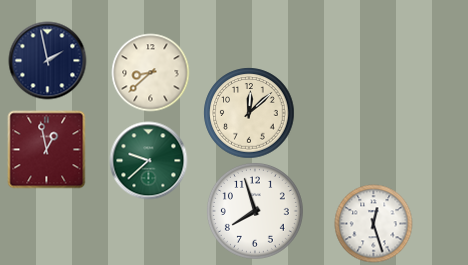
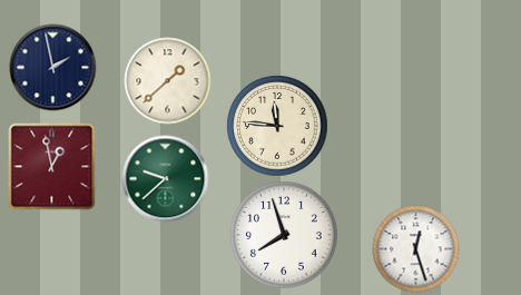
clock at (150, 72): 8:38 -> 1:38
clock at (249, 113): 12:08 -> 11:46
